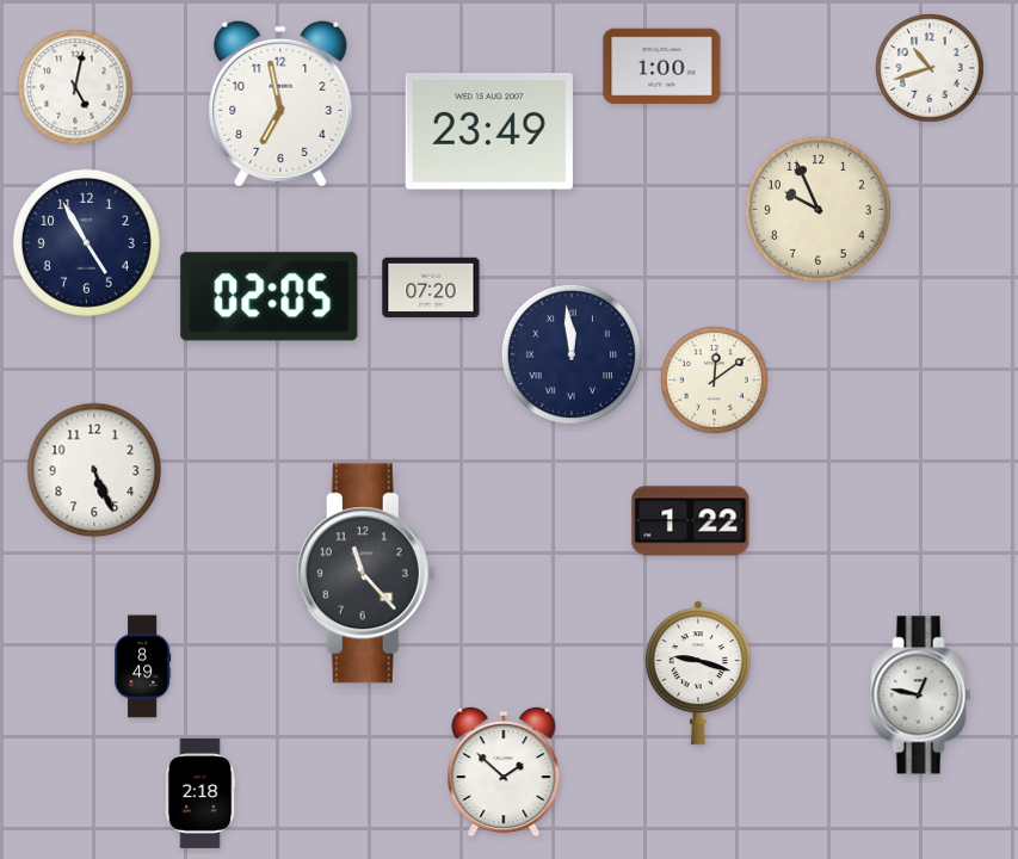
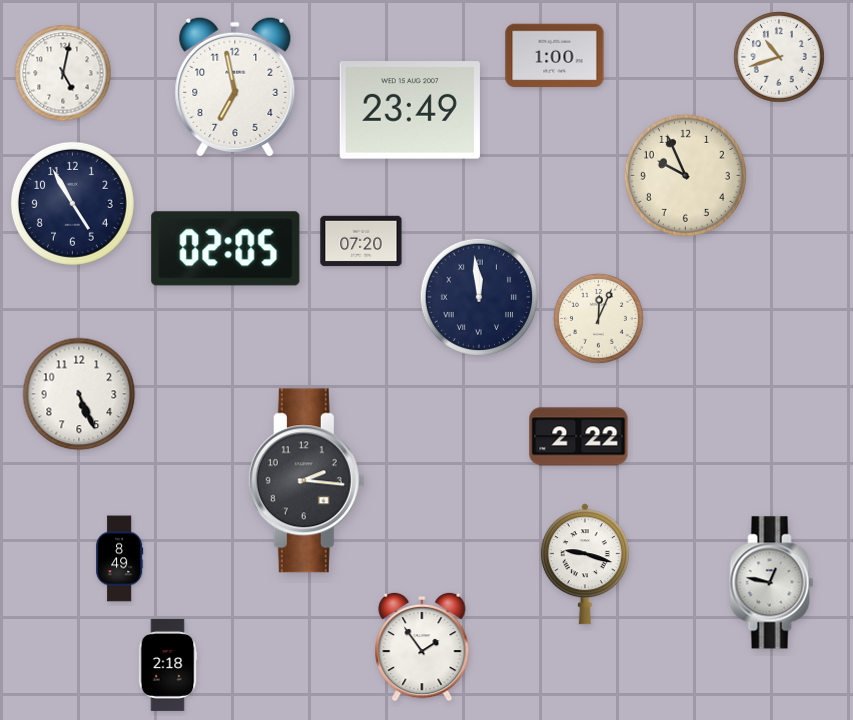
clock at (714, 379): 12:09 -> 12:04
clock at (691, 521): 1:22 -> 2:22
clock at (365, 574): 11:23 -> 2:16
clock at (504, 772): 1:52 -> 1:54
